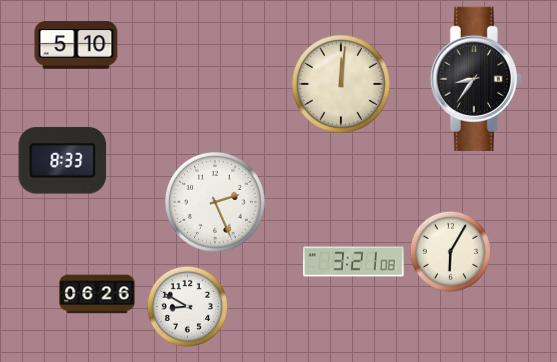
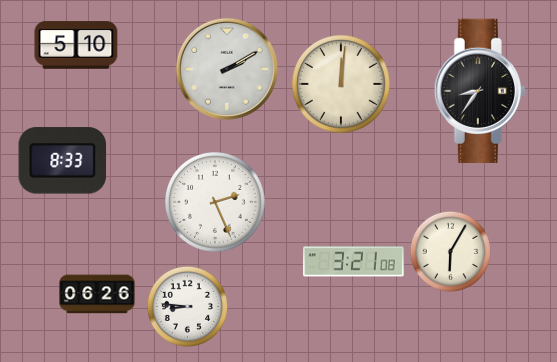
clock at (227, 69): none -> 2:10
clock at (476, 78) position: (476, 78) -> (480, 90)
clock at (187, 306): 8:50 -> 8:46
